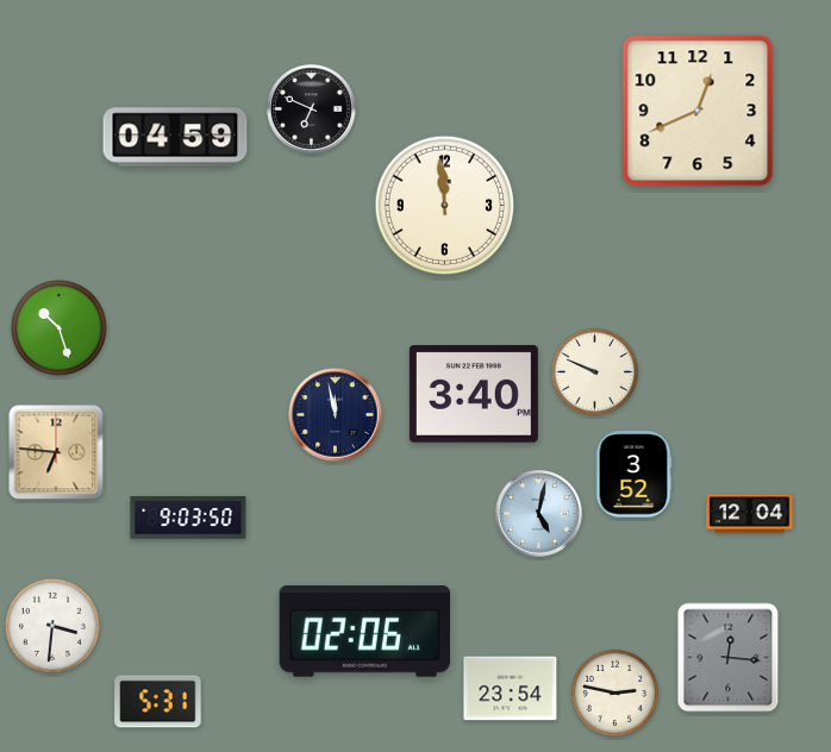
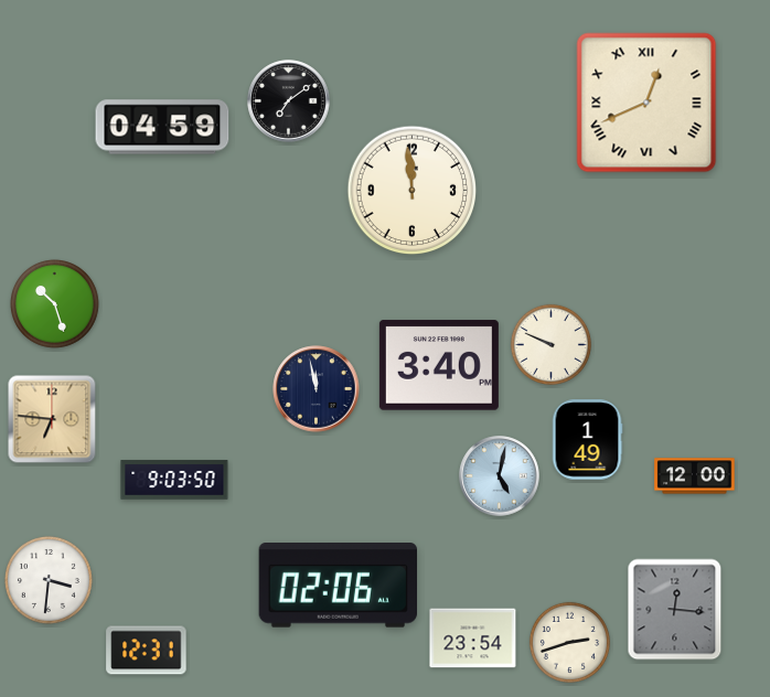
clock at (312, 109): 6:49 -> 7:09
clock at (698, 111) numerals: Arabic -> Roman
clock at (336, 415) position: (336, 415) -> (317, 389)
clock at (633, 475): 3:52 -> 1:49
clock at (750, 514): 12:04 -> 12:00
clock at (614, 693): 2:47 -> 2:42
clock at (158, 702): 5:31 -> 12:31
